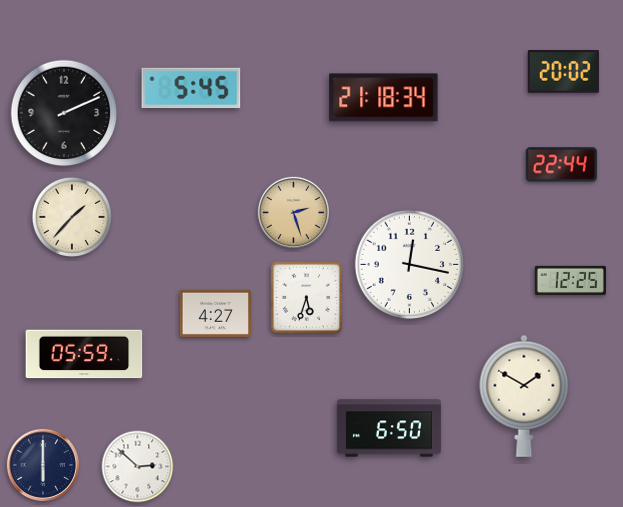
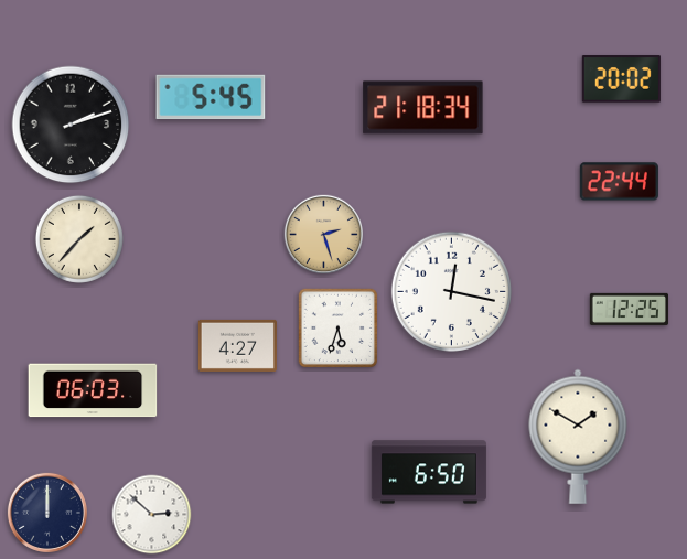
clock at (64, 113): 2:11 -> 2:12
clock at (84, 354): 05:59 -> 06:03
clock at (43, 465): 6:00 -> 12:00
